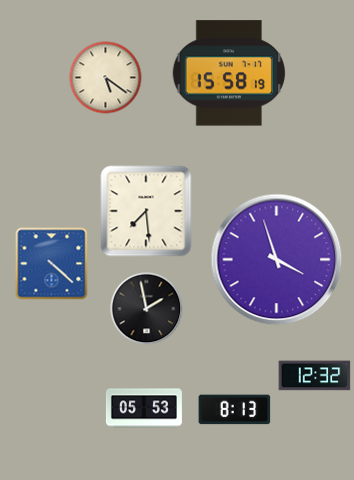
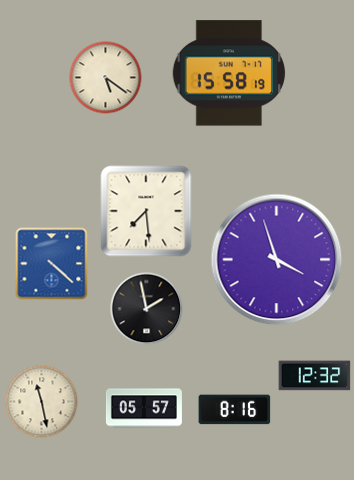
clock at (42, 402): none -> 11:28
clock at (144, 408): 05:53 -> 05:57
clock at (235, 410): 8:13 -> 8:16
